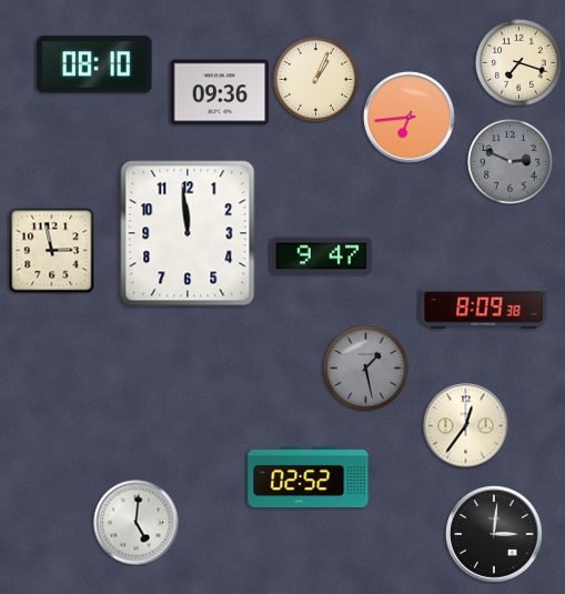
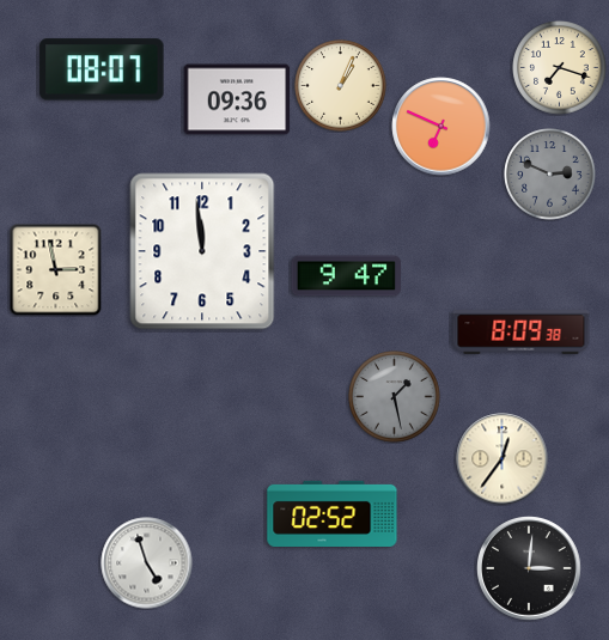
clock at (94, 64): 08:10 -> 08:07
clock at (410, 118): 6:44 -> 6:49
clock at (137, 523): 5:01 -> 4:57
clock at (495, 535) position: (495, 535) -> (530, 569)
